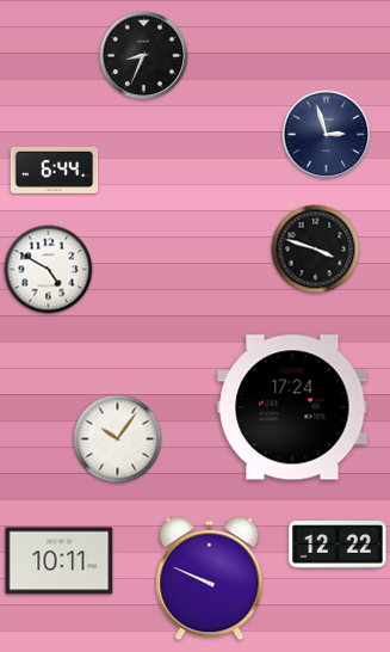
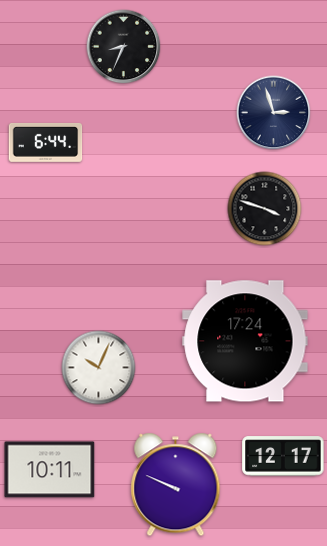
clock at (144, 56) position: (144, 56) -> (124, 47)
clock at (49, 270): 4:50 -> none
clock at (118, 439): 10:06 -> 10:04
clock at (338, 545): 12:22 -> 12:17
